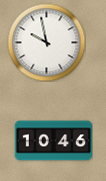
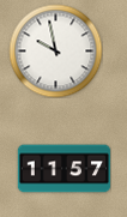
clock at (53, 141): 10:46 -> 11:57
